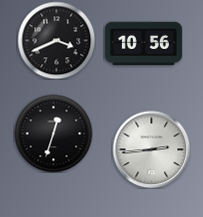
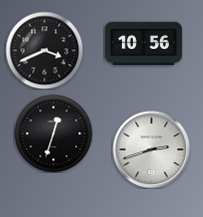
clock at (56, 40) position: (56, 40) -> (44, 50)
clock at (151, 149): 2:44 -> 2:42
